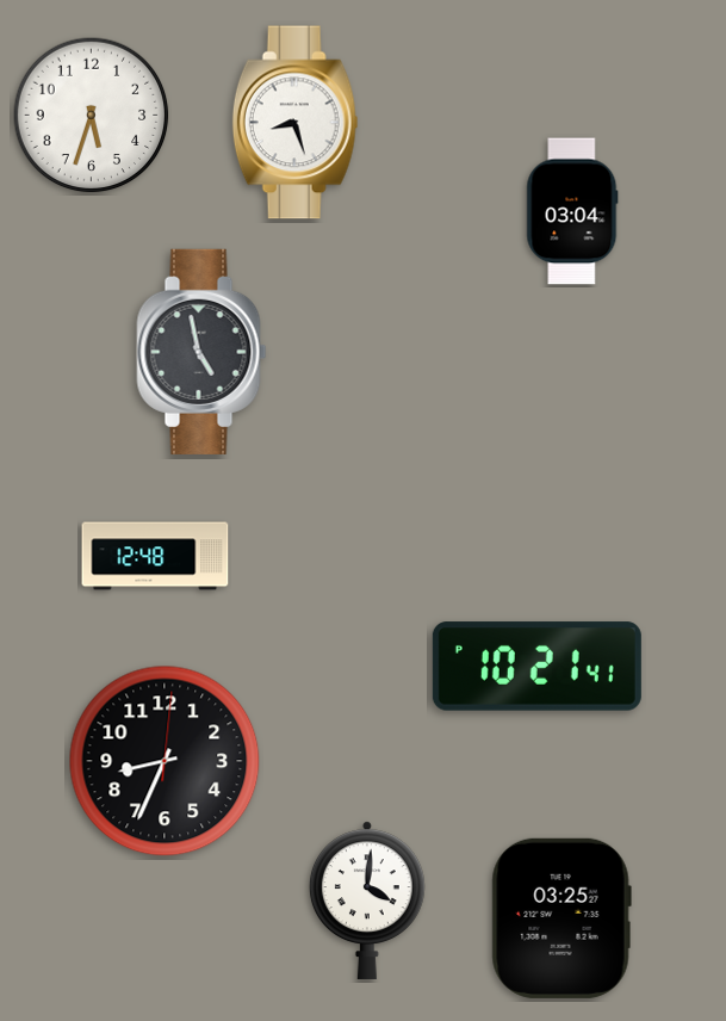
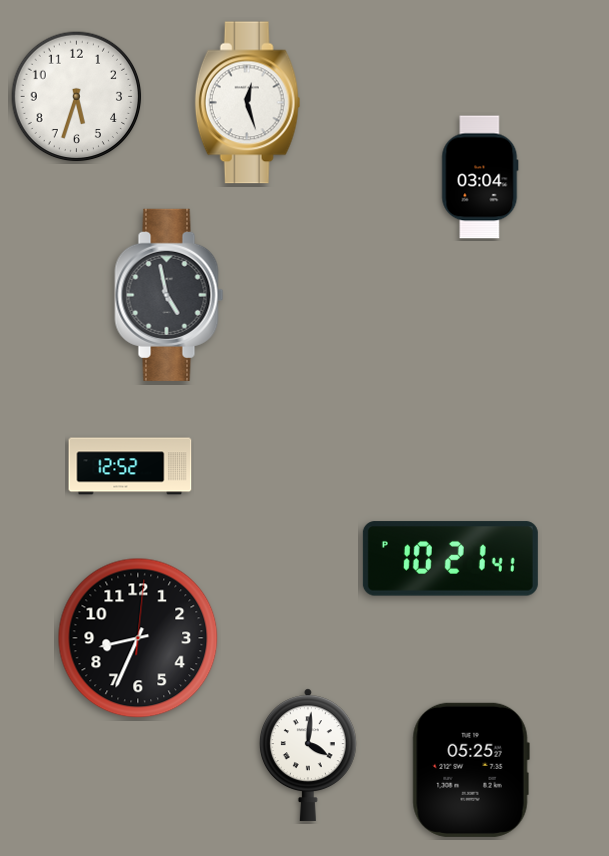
clock at (296, 123): 8:27 -> 12:27
clock at (155, 556): 12:48 -> 12:52
clock at (561, 918): 03:25 -> 05:25
